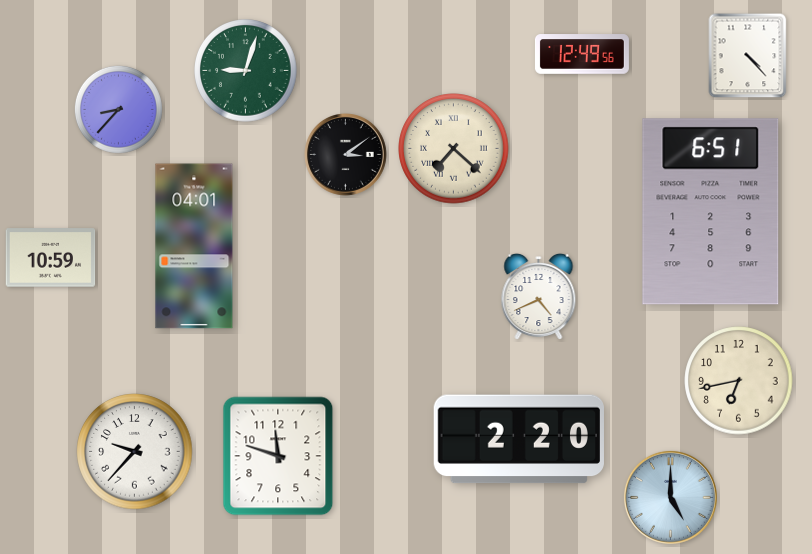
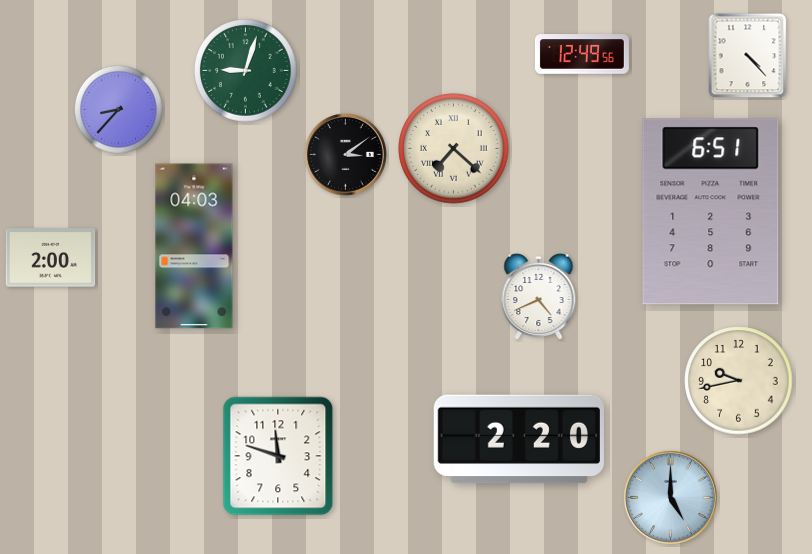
clock at (194, 246): 04:01 -> 04:03
clock at (51, 258): 10:59 -> 2:00
clock at (739, 381): 6:43 -> 9:43
clock at (135, 452): 9:37 -> none
